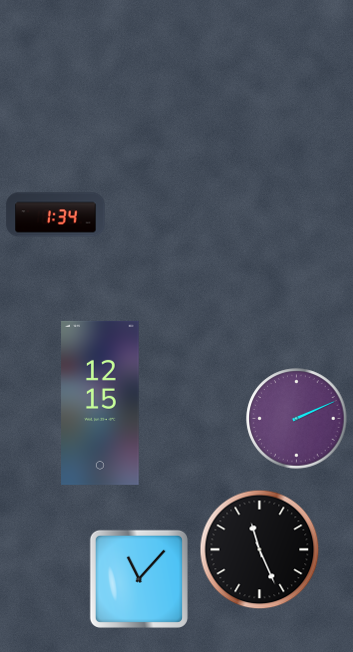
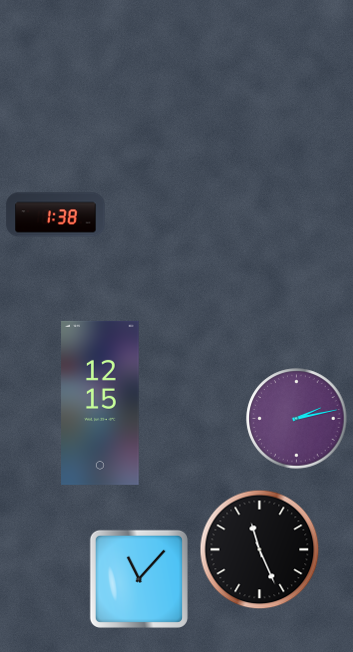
clock at (56, 215): 1:34 -> 1:38
clock at (297, 419): 2:11 -> 2:13
